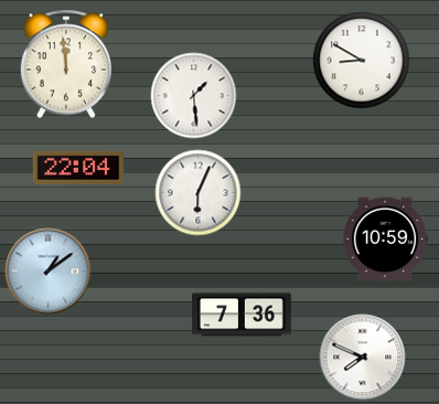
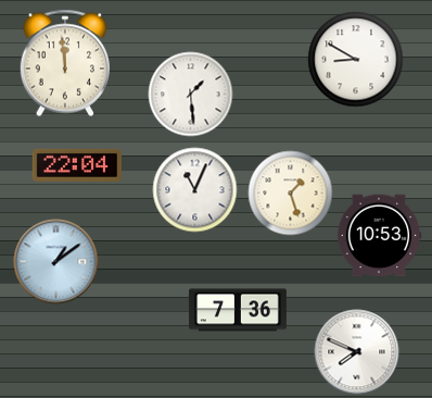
clock at (197, 192): 6:04 -> 11:04
clock at (290, 192): none -> 1:27
clock at (385, 240): 10:59 -> 10:53
clock at (47, 270) position: (47, 270) -> (55, 261)
